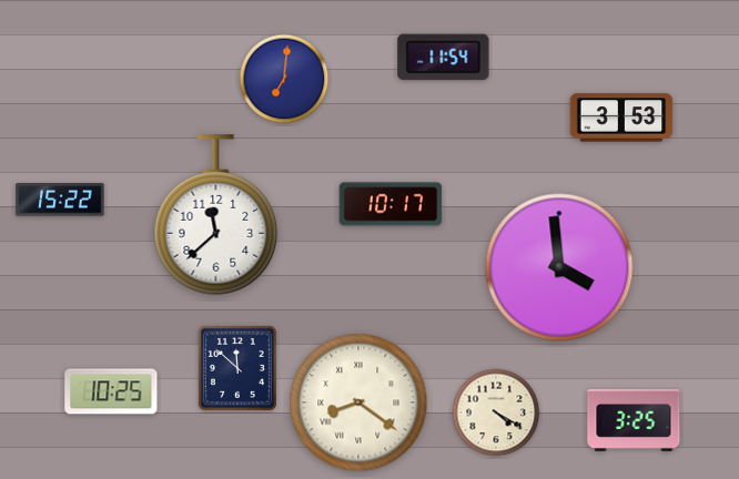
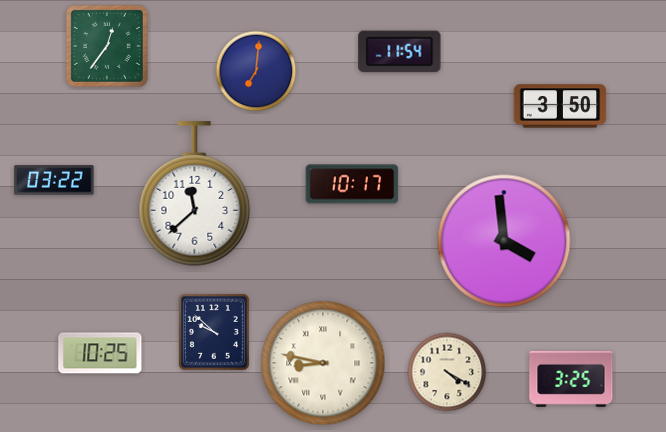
clock at (107, 46): none -> 12:36
clock at (621, 118): 3:53 -> 3:50
clock at (60, 200): 15:22 -> 03:22
clock at (237, 368): 11:52 -> 9:52
clock at (358, 402): 8:21 -> 8:47
